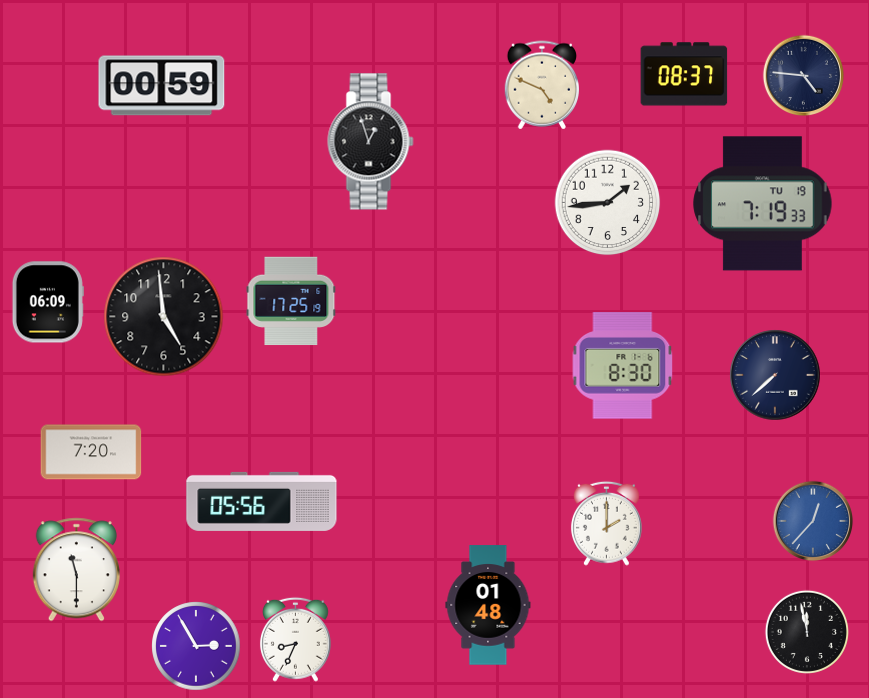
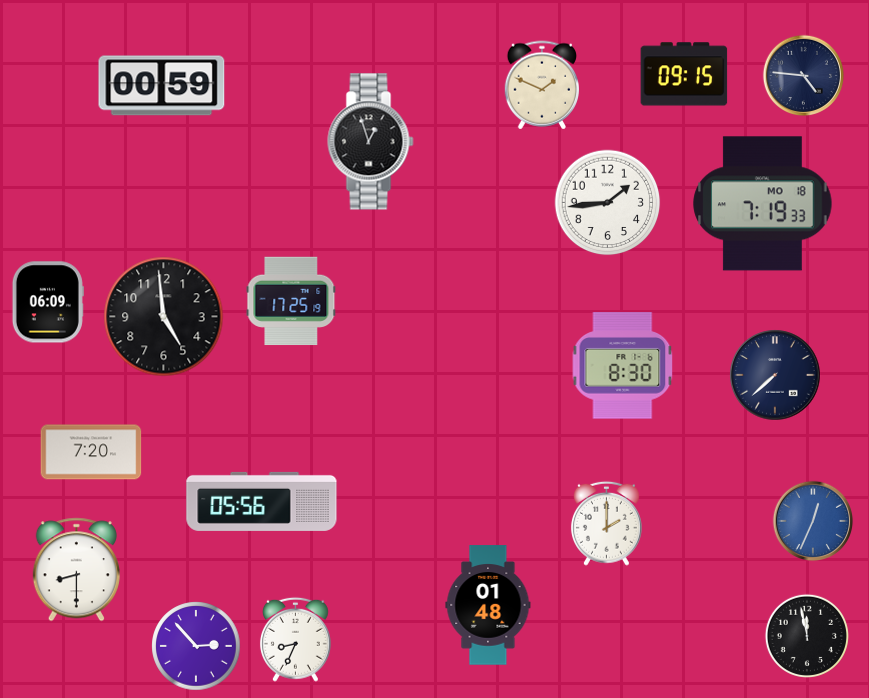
clock at (684, 74): 08:37 -> 09:15
clock at (541, 85): 4:49 -> 1:49
clock at (763, 204) date: TU 19 -> MO 18
clock at (813, 521): 12:37 -> 12:34
clock at (76, 570): 11:30 -> 8:30
clock at (807, 632) position: (807, 632) -> (807, 636)
clock at (196, 646): 2:55 -> 2:53
